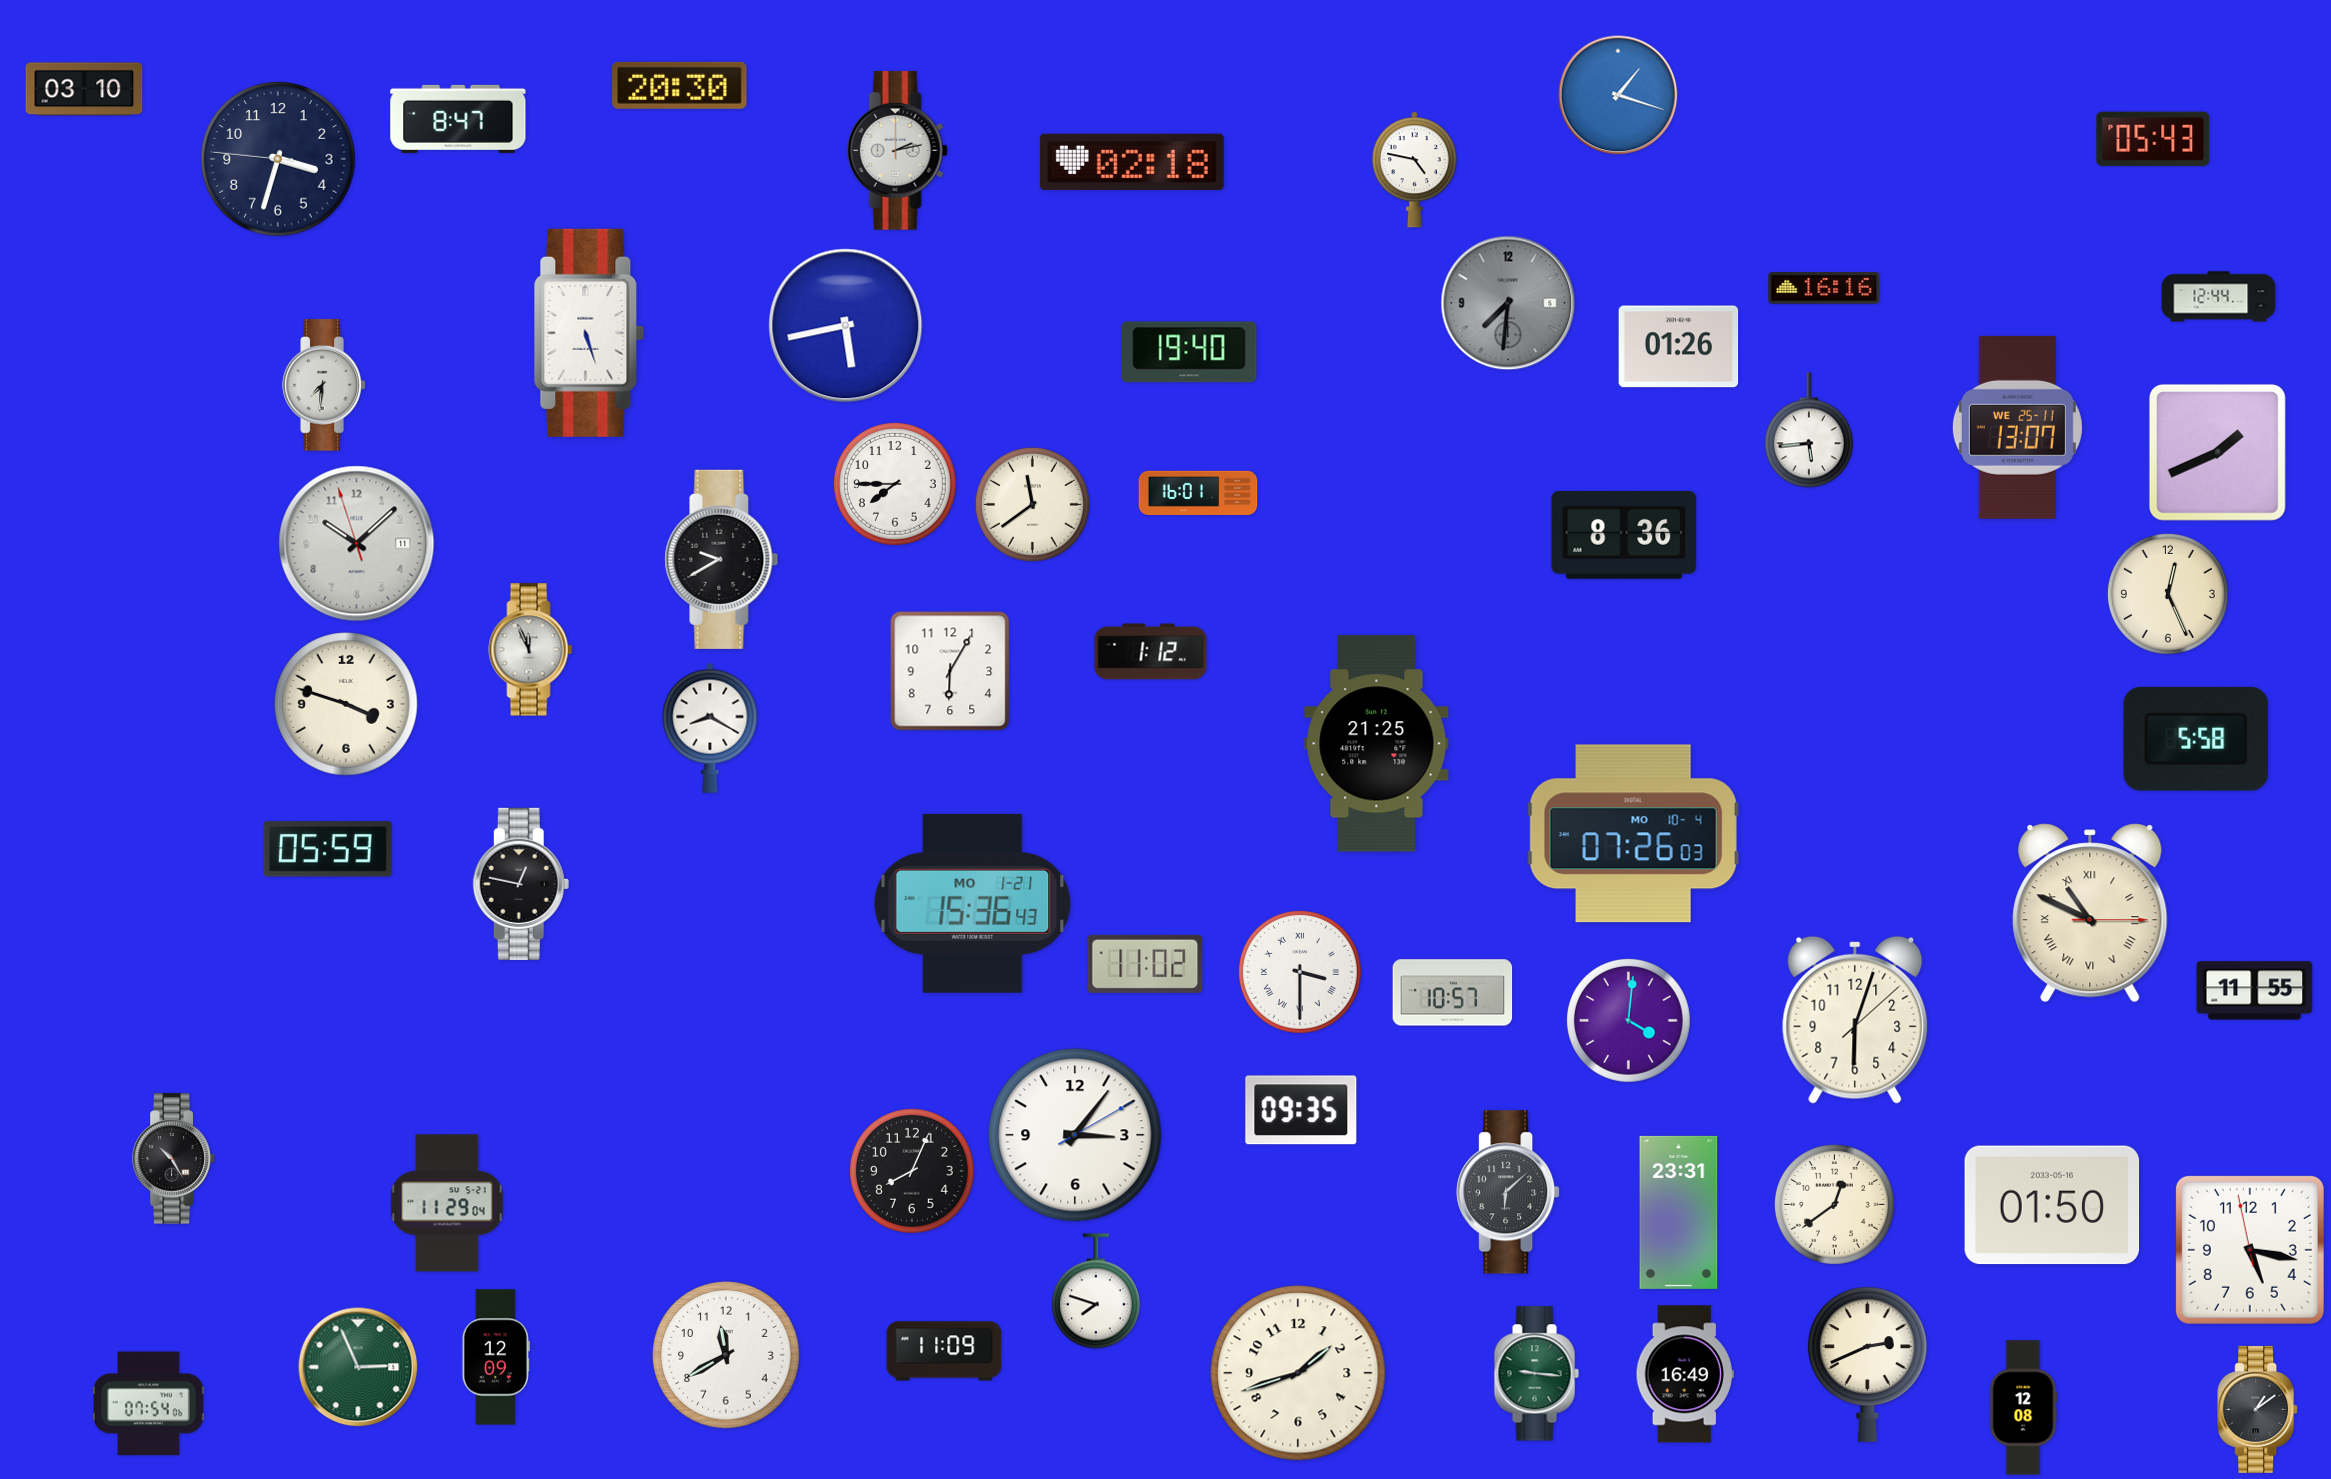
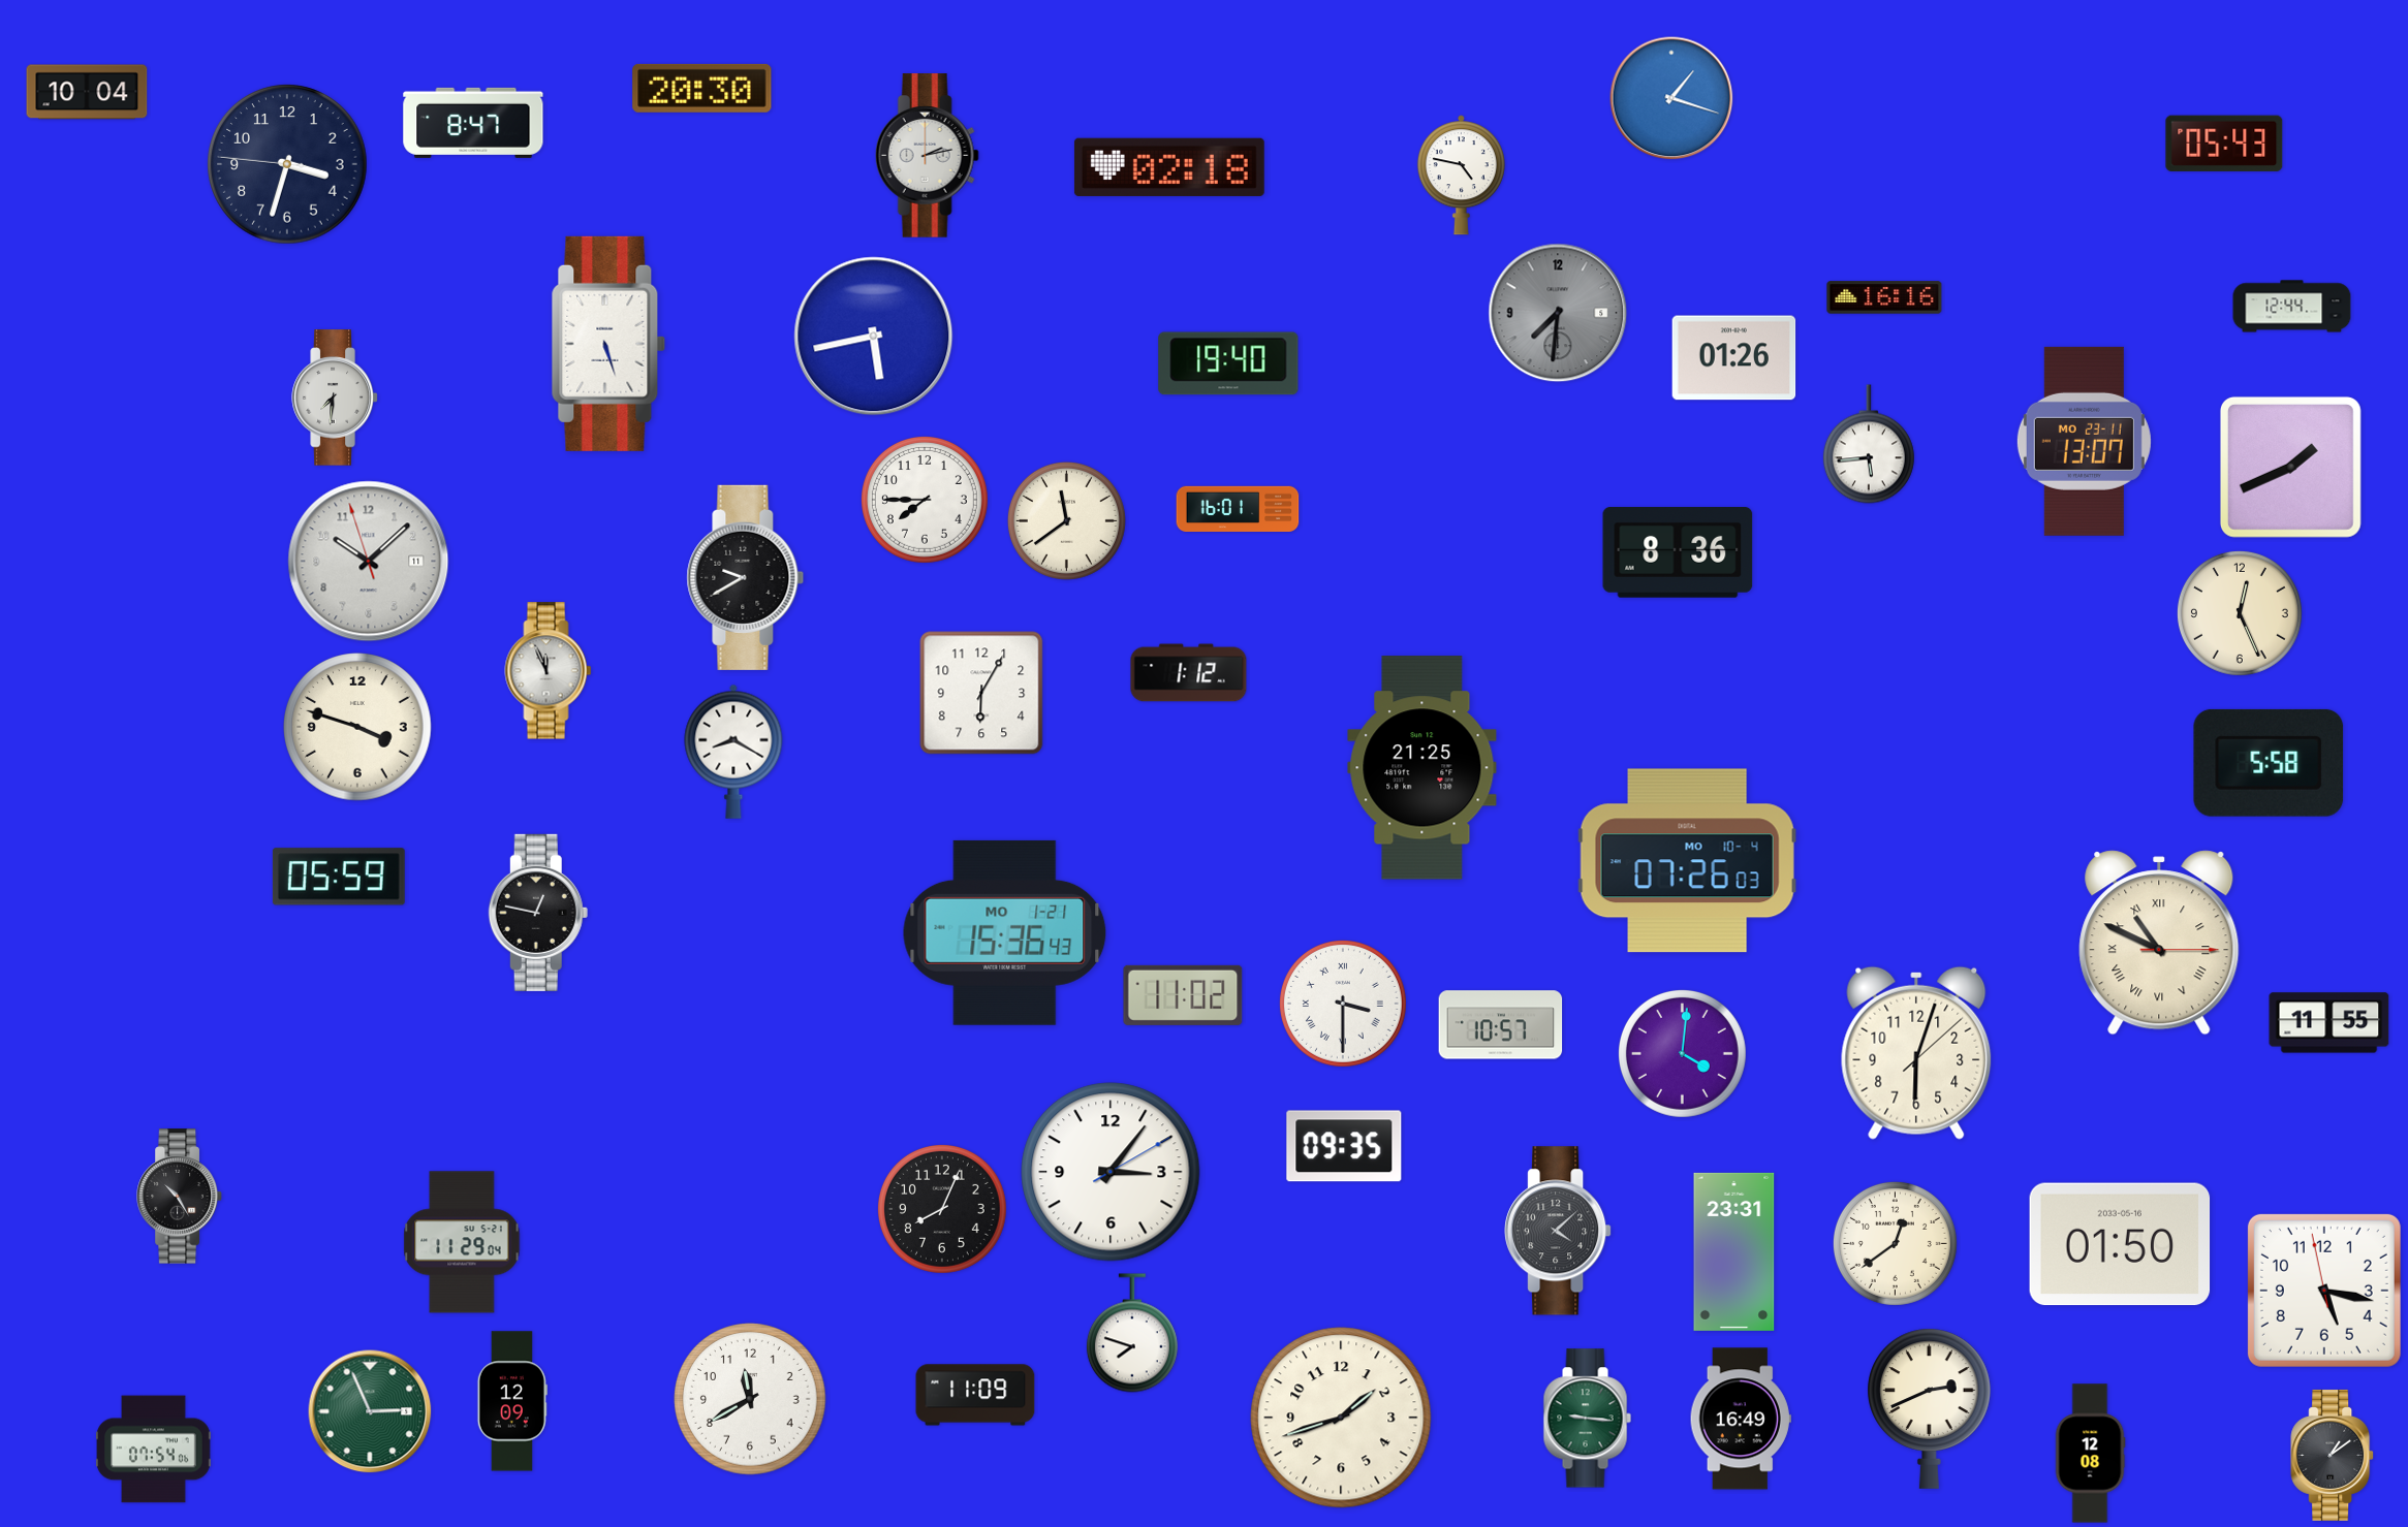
clock at (84, 89): 03:10 -> 10:04
clock at (2017, 427) date: WE 25-11 -> MO 23-11
clock at (1508, 1192): 6:08 -> 4:08
